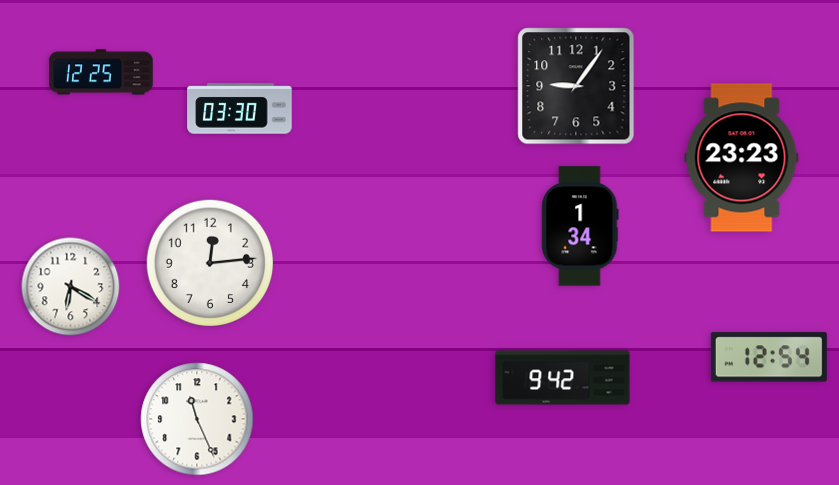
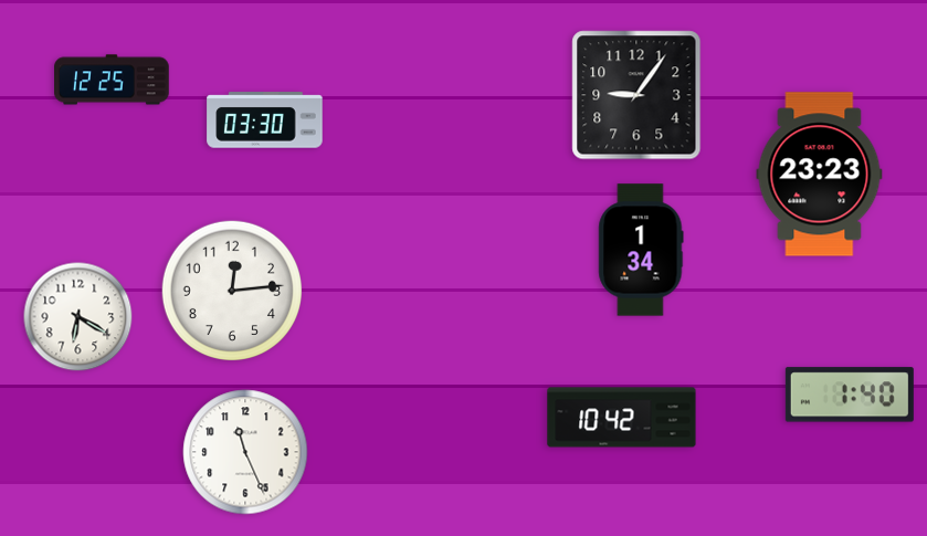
clock at (769, 357): 12:54 -> 1:40
clock at (563, 378): 9:42 -> 10:42
clock at (197, 419) position: (197, 419) -> (245, 452)
